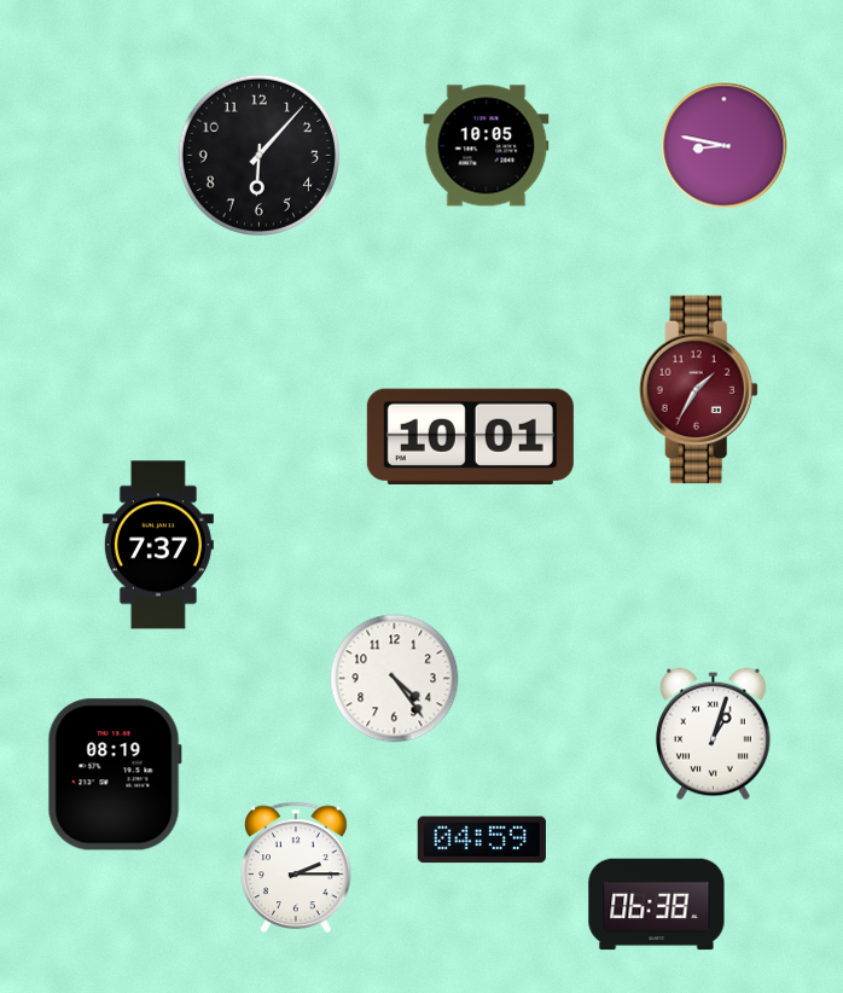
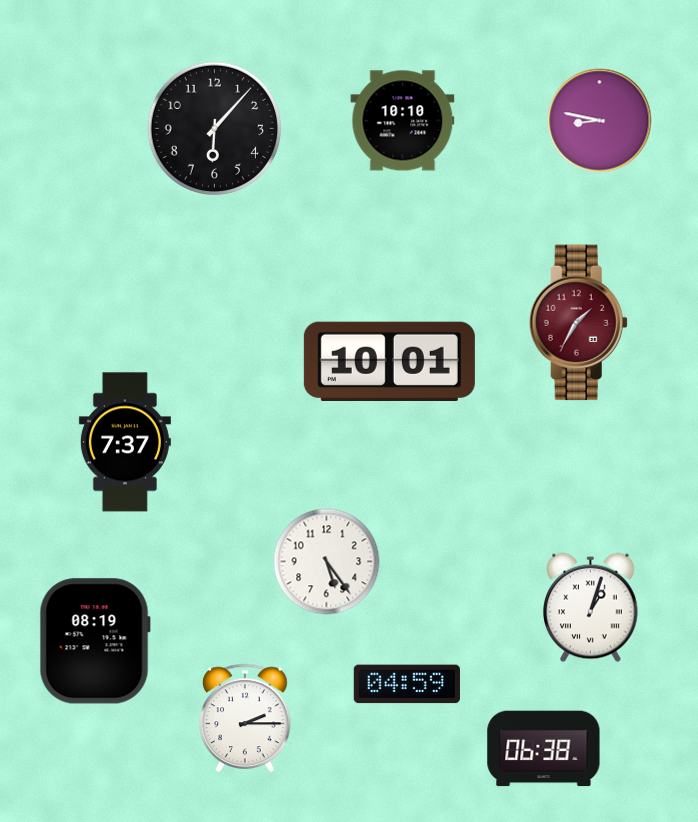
clock at (487, 146): 10:05 -> 10:10
clock at (158, 545) position: (158, 545) -> (125, 442)
clock at (395, 679): 4:24 -> 5:24
clock at (482, 840) position: (482, 840) -> (407, 684)
